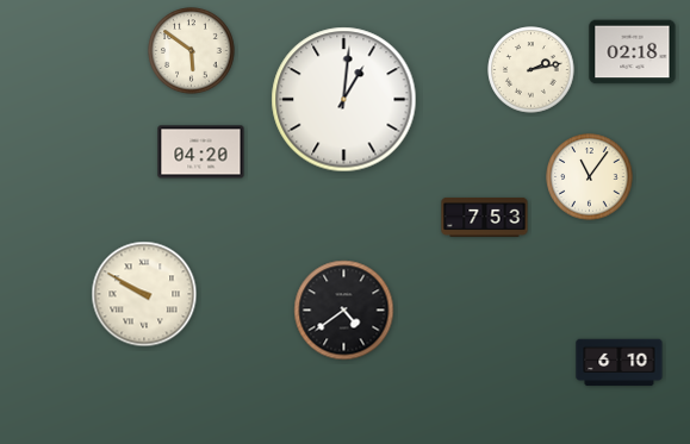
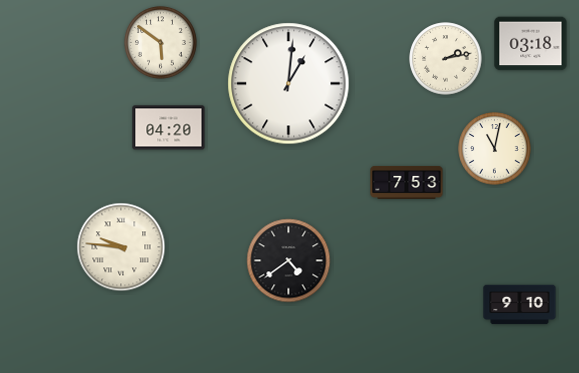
clock at (633, 52): 02:18 -> 03:18
clock at (590, 177): 11:06 -> 11:02
clock at (144, 294): 9:50 -> 9:46
clock at (620, 363): 6:10 -> 9:10
